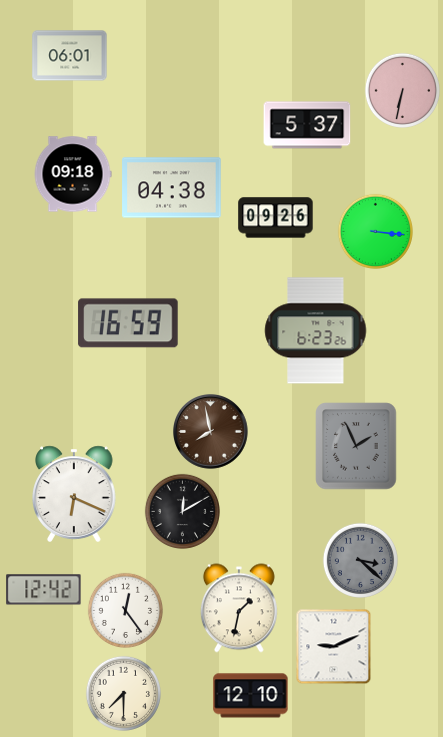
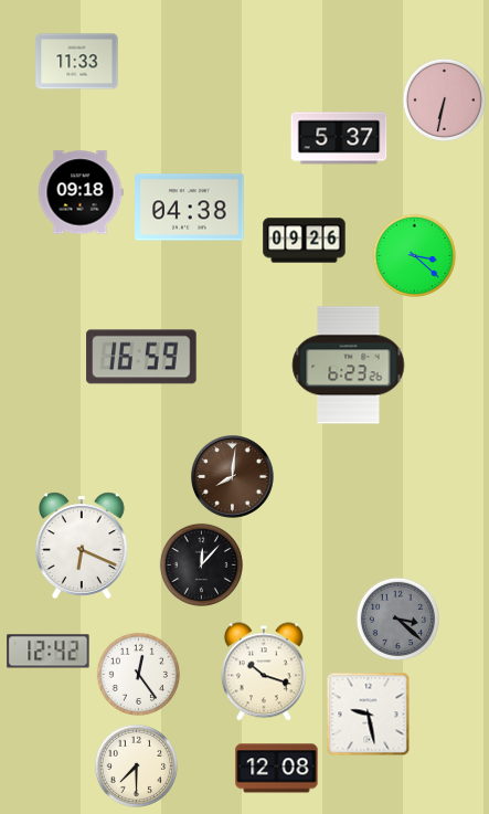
clock at (70, 56): 06:01 -> 11:33
clock at (375, 231): 3:16 -> 3:22
clock at (211, 432): 7:58 -> 8:01
clock at (356, 446): 1:56 -> none
clock at (182, 511): 12:10 -> 12:07
clock at (239, 608): 1:32 -> 10:18
clock at (334, 647): 9:11 -> 9:28
clock at (251, 696): 12:10 -> 12:08
